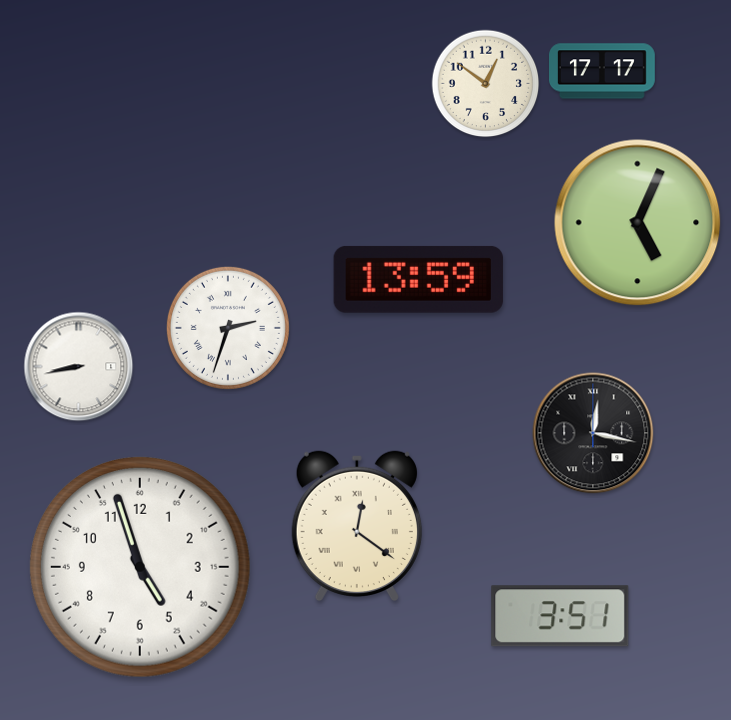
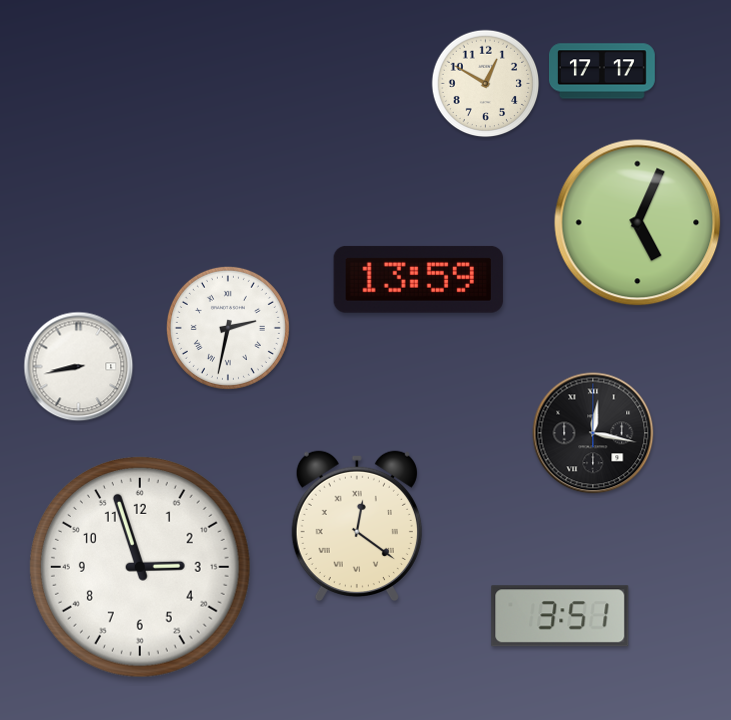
clock at (486, 84): 12:51 -> 12:50
clock at (228, 328): 2:33 -> 2:32
clock at (140, 567): 4:57 -> 2:57
